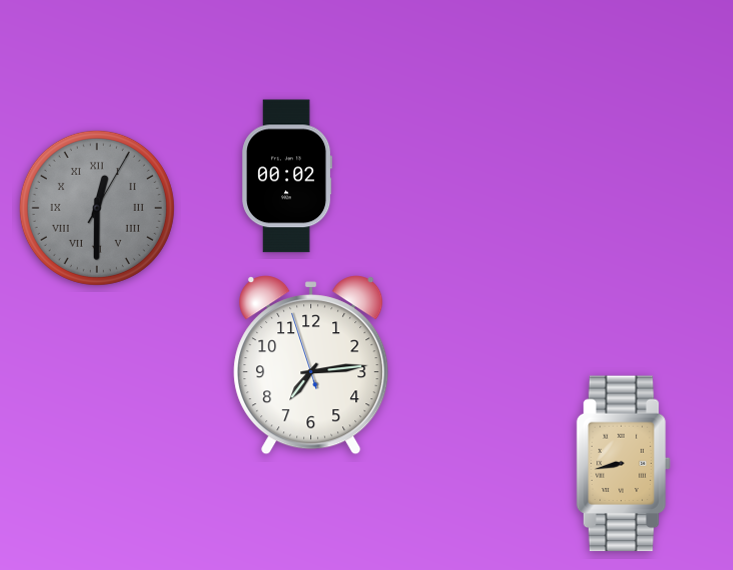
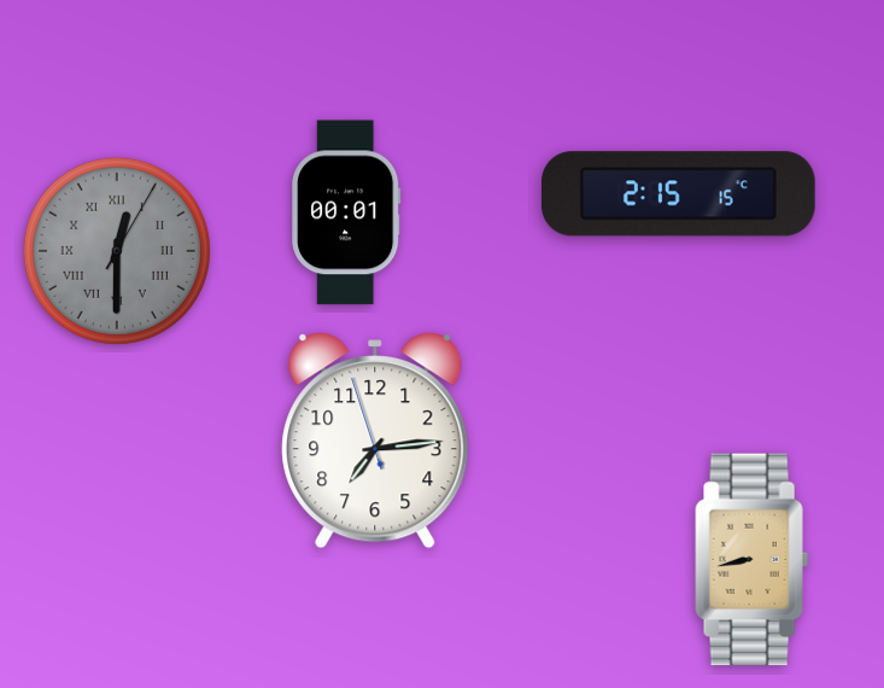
clock at (679, 194): none -> 2:15
clock at (287, 176): 00:02 -> 00:01
